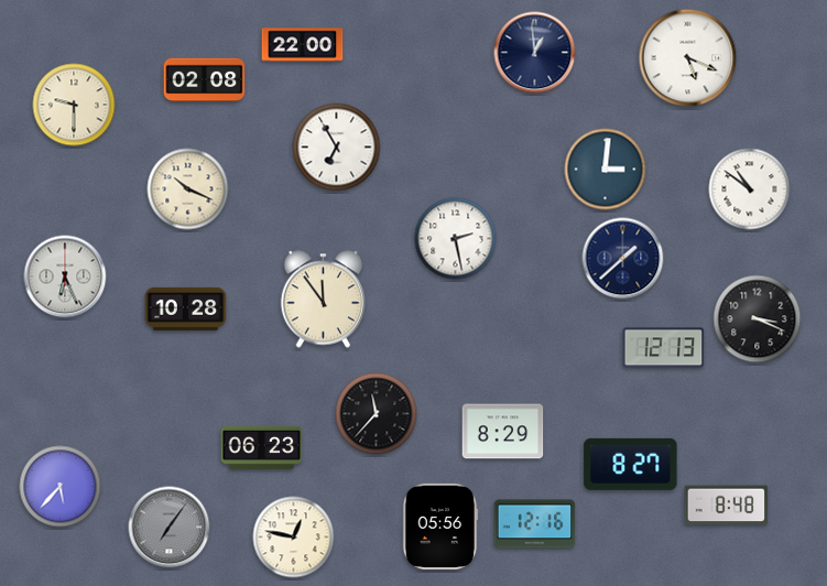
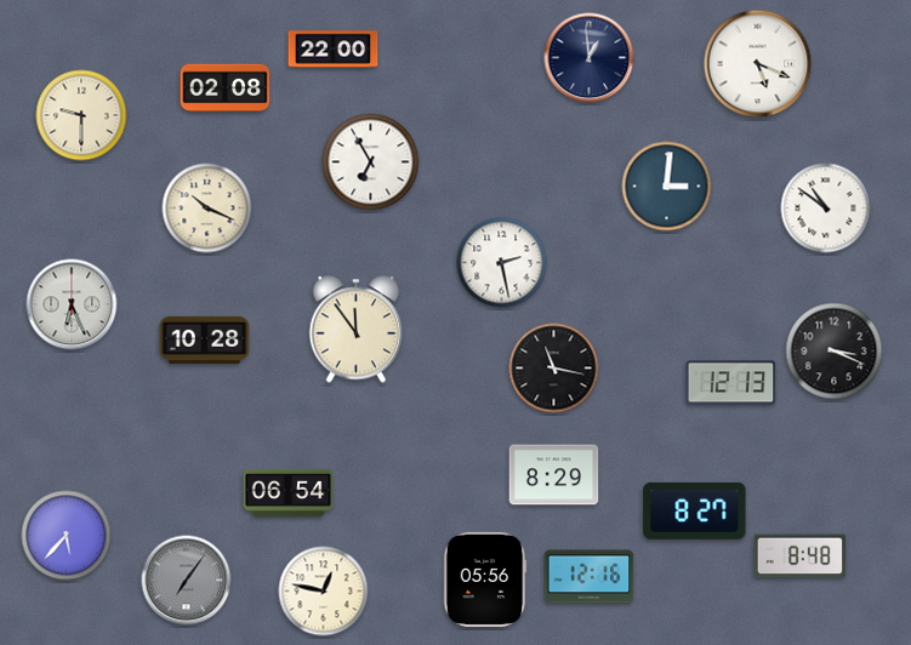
clock at (623, 259): 1:38 -> none
clock at (554, 369): none -> 11:17
clock at (377, 414): 11:37 -> none
clock at (262, 447): 06:23 -> 06:54
